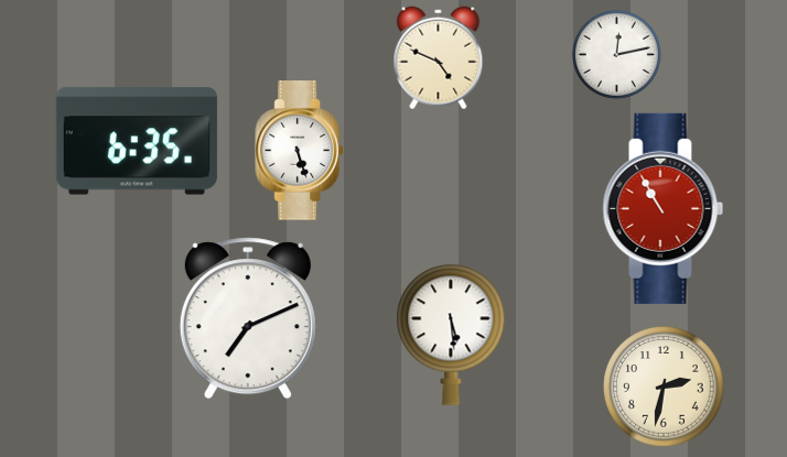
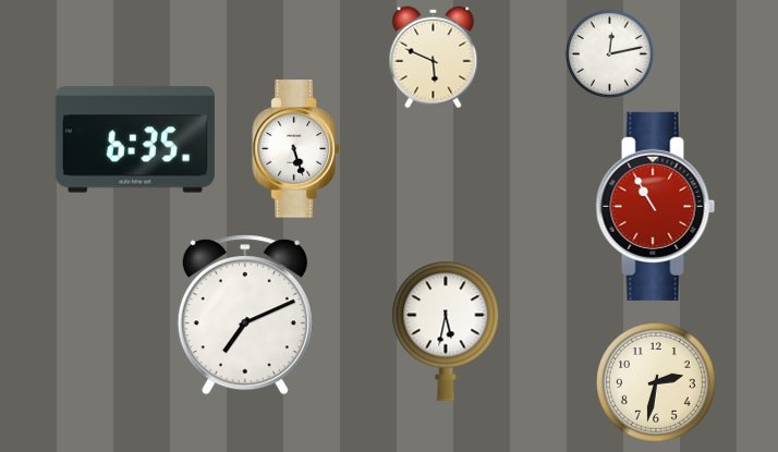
clock at (439, 58): 4:49 -> 5:49
clock at (451, 335): 5:29 -> 5:32
